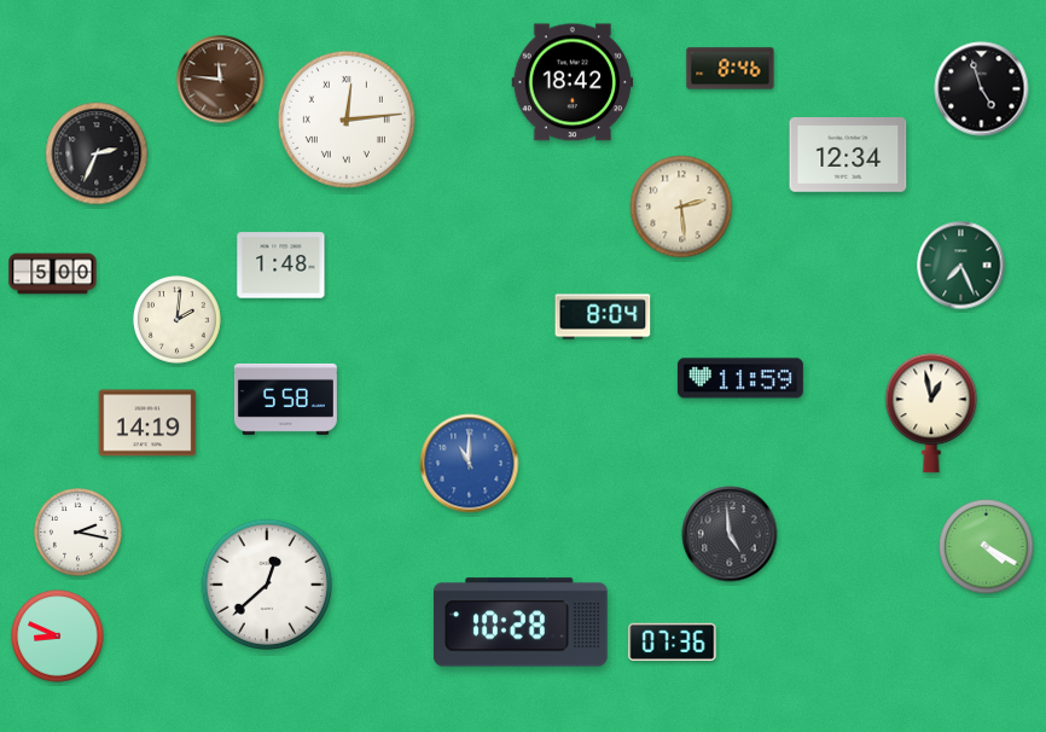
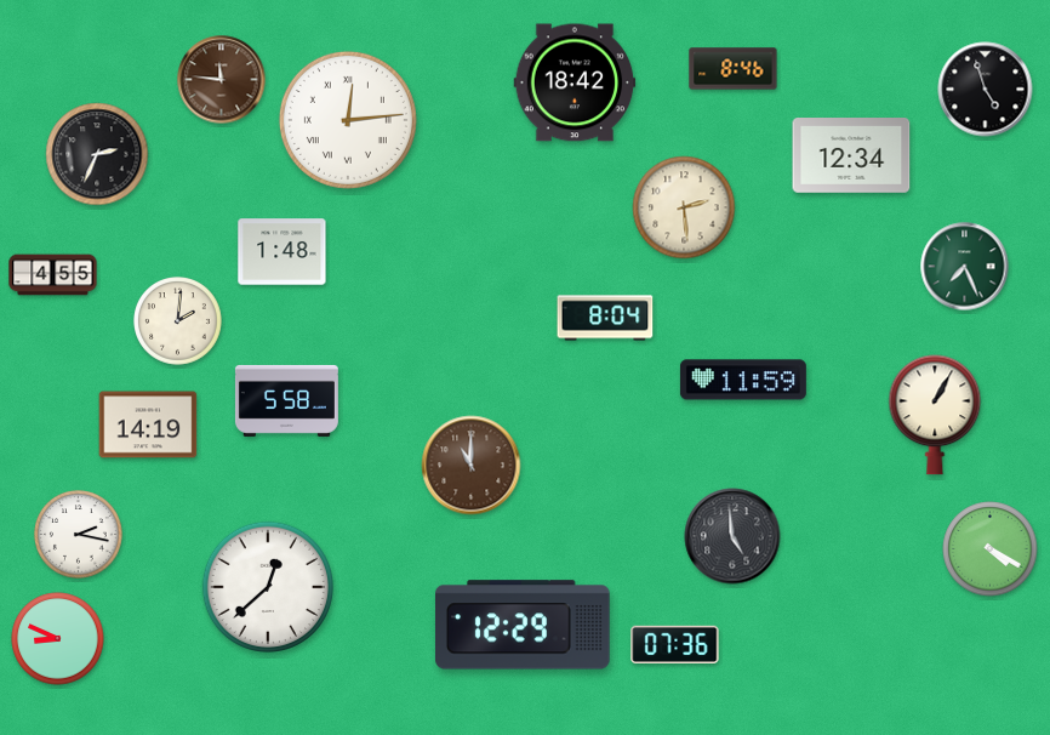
clock at (281, 266) position: (281, 266) -> (283, 252)
clock at (53, 274): 5:00 -> 4:55
clock at (931, 413): 12:58 -> 1:05
clock at (470, 464) dial: blue -> brown
clock at (522, 622): 10:28 -> 12:29
